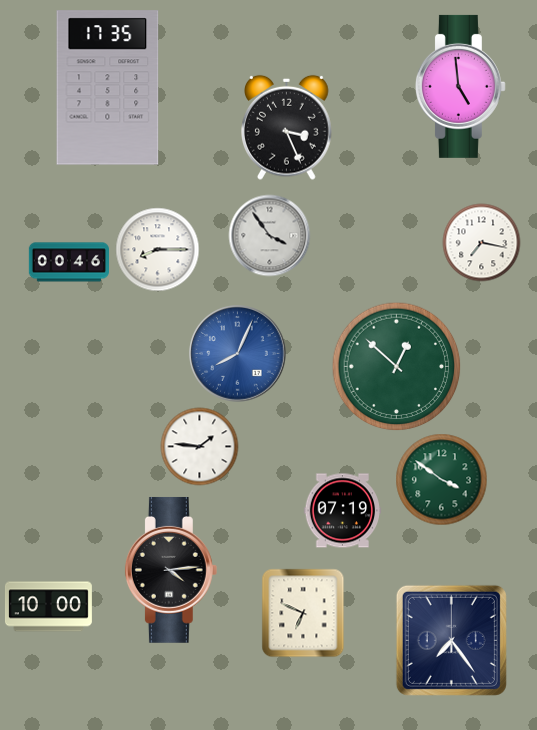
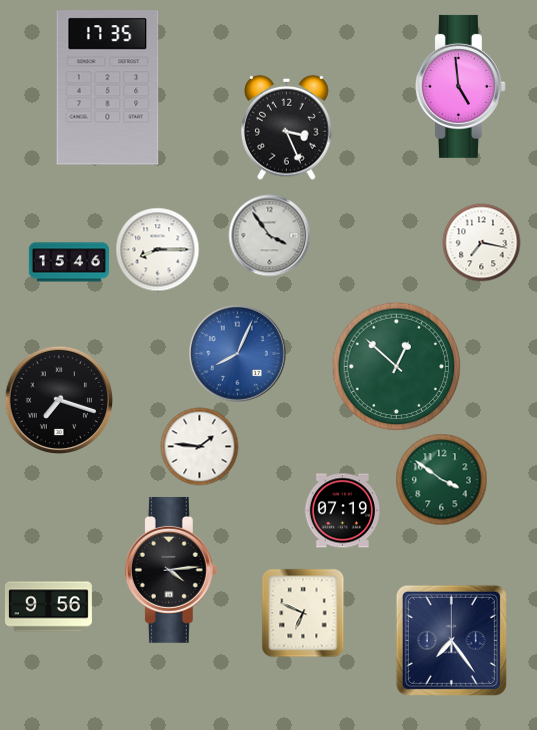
clock at (68, 262): 00:46 -> 15:46
clock at (58, 399): none -> 7:18
clock at (48, 607): 10:00 -> 9:56
